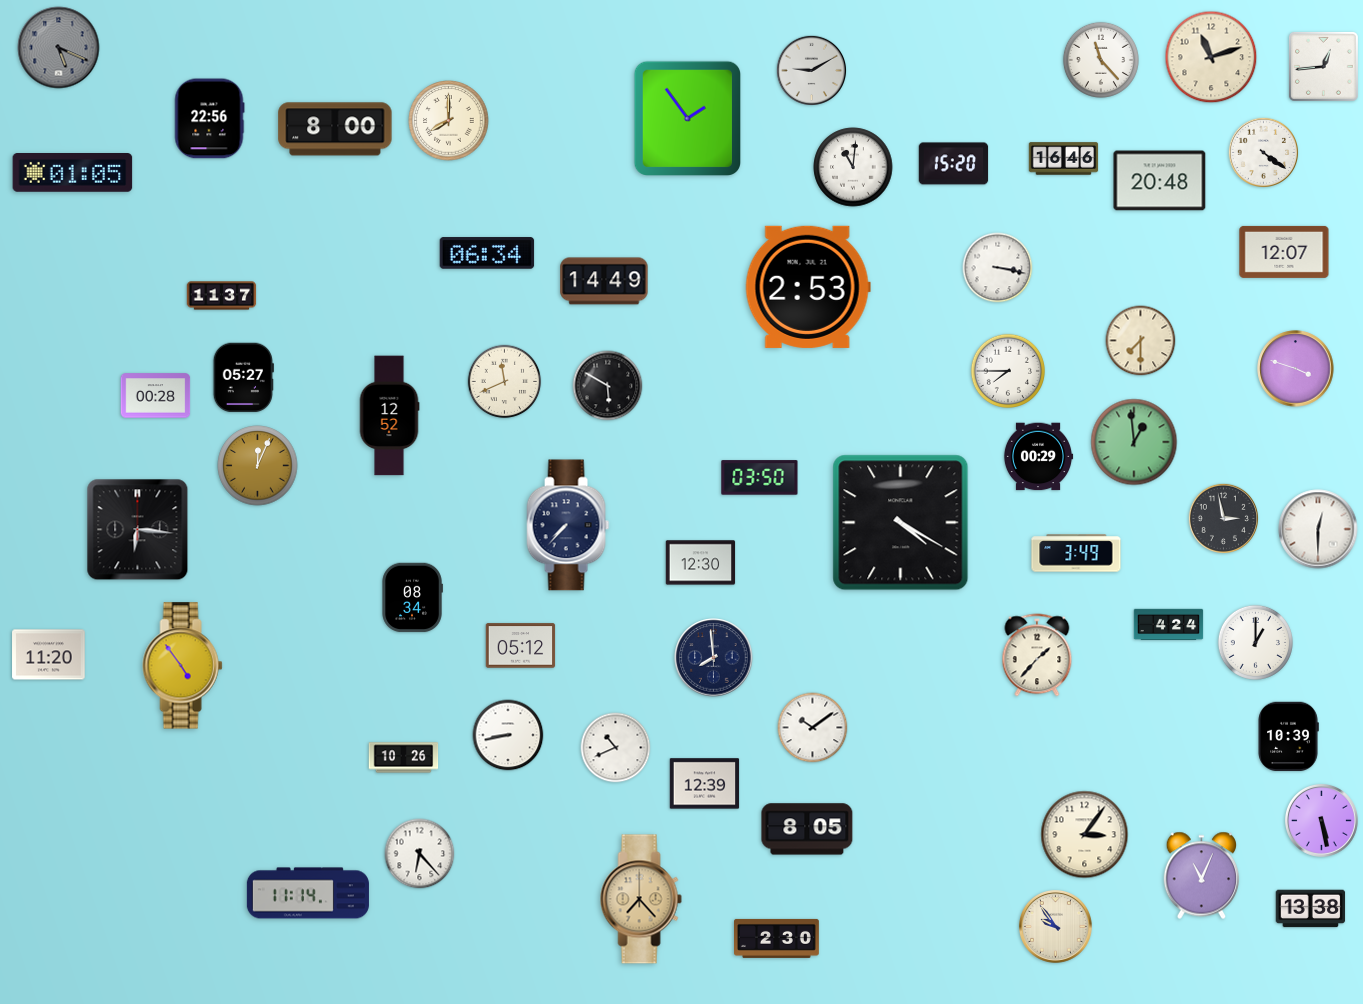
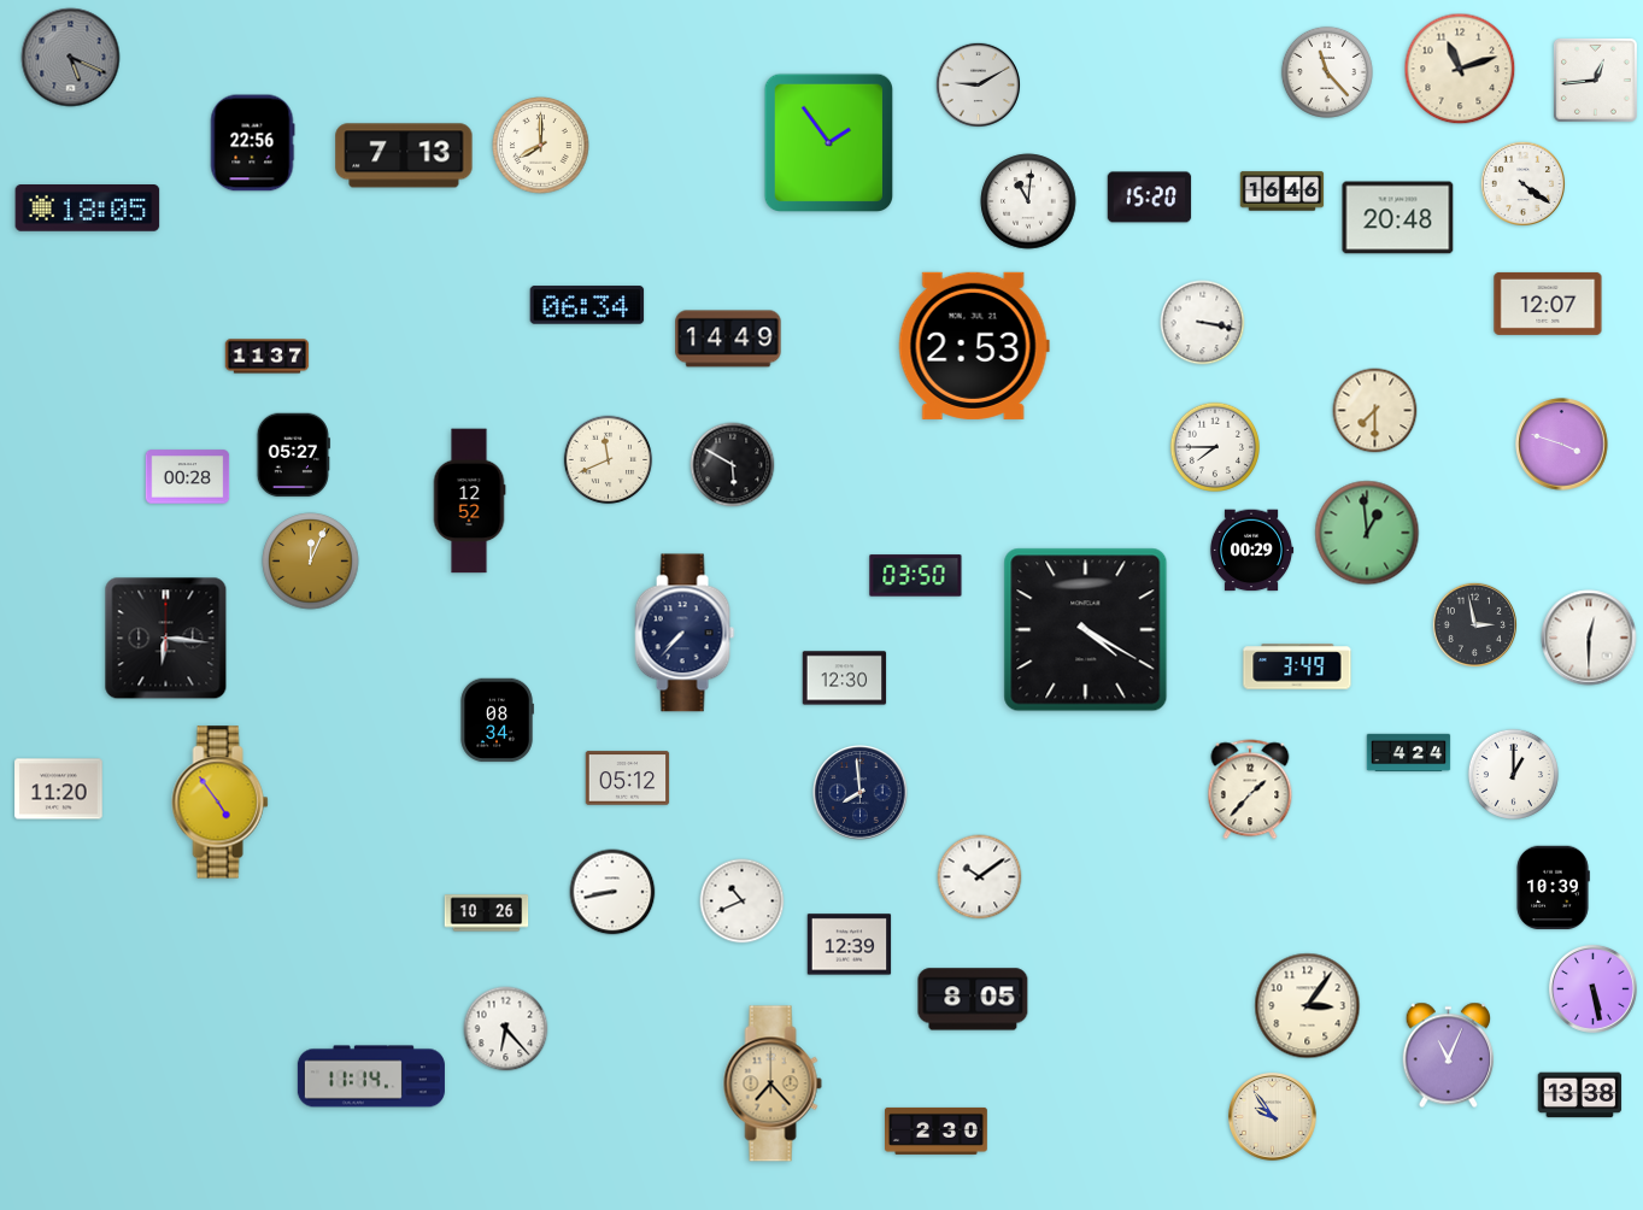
clock at (335, 129): 8:00 -> 7:13
clock at (73, 173): 01:05 -> 18:05
clock at (508, 735) position: (508, 735) -> (612, 892)
